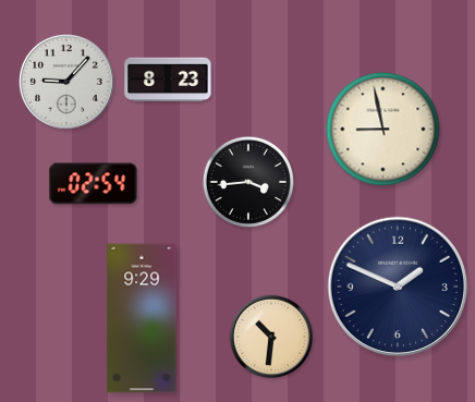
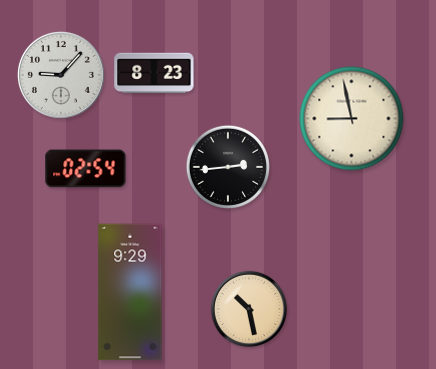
clock at (248, 182): 3:44 -> 2:44
clock at (398, 287): 1:49 -> none
clock at (271, 337): 10:31 -> 10:28
